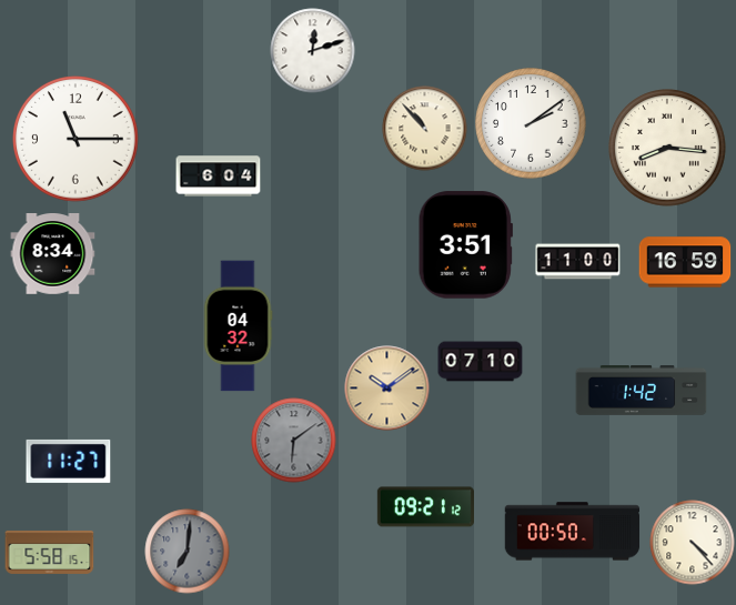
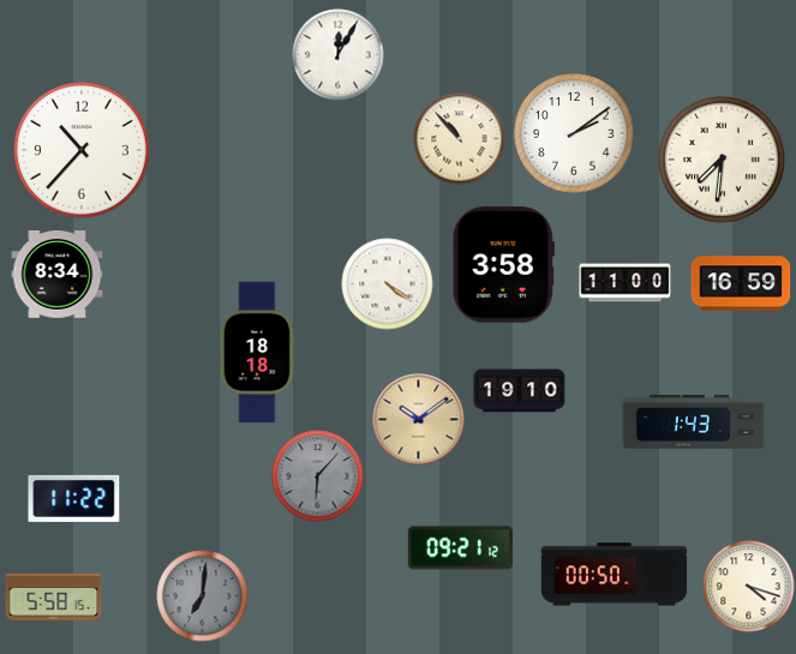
clock at (313, 51): 12:12 -> 12:05
clock at (77, 140): 11:15 -> 10:37
clock at (667, 148): 8:16 -> 7:31
clock at (219, 177): 6:04 -> none
clock at (465, 245): 3:51 -> 3:58
clock at (388, 284): none -> 4:21
clock at (238, 326): 04:32 -> 18:18
clock at (481, 362): 07:10 -> 19:10
clock at (642, 391): 1:42 -> 1:43
clock at (294, 441): 6:09 -> 6:07
clock at (69, 461): 11:27 -> 11:22
clock at (573, 532) position: (573, 532) -> (615, 575)
clock at (693, 543): 4:23 -> 4:18
